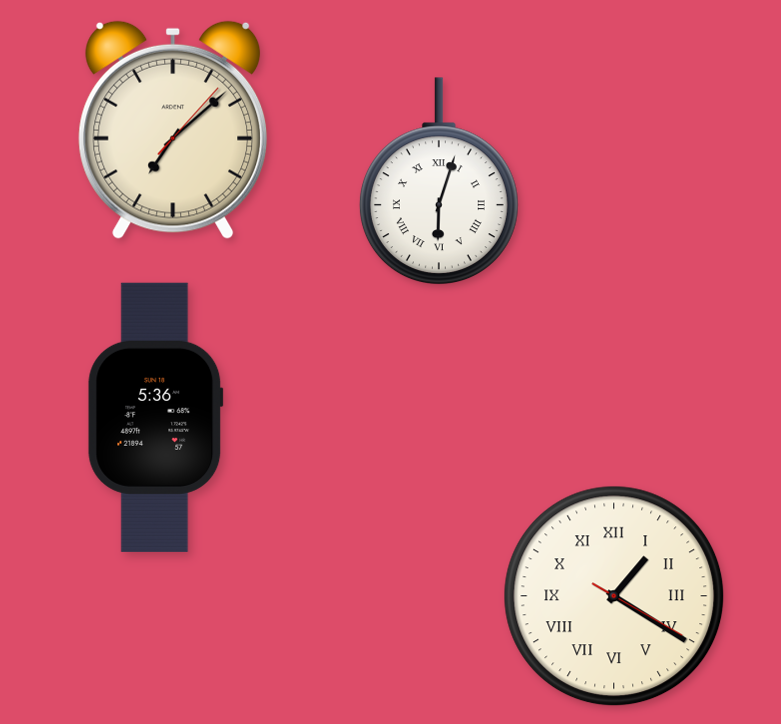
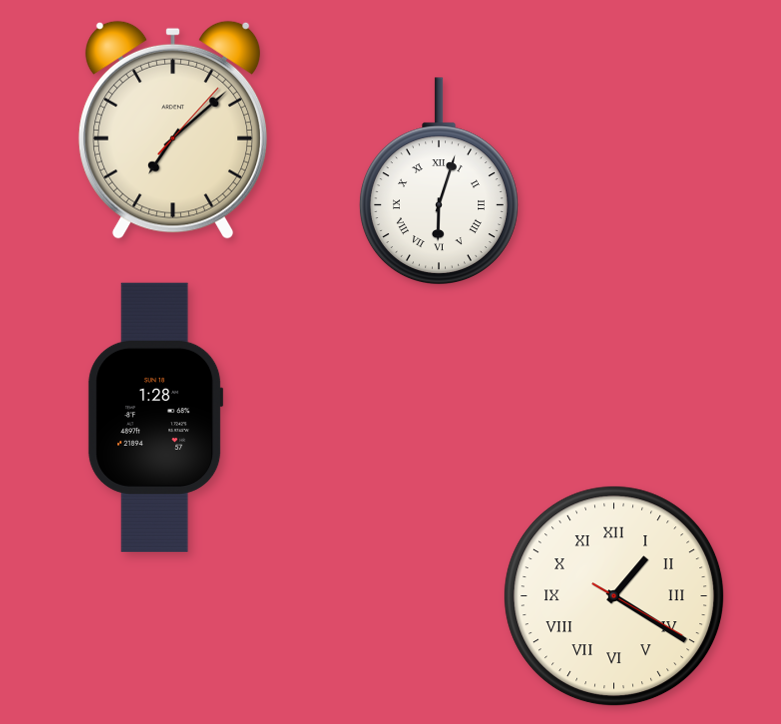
clock at (156, 417): 5:36 -> 1:28
